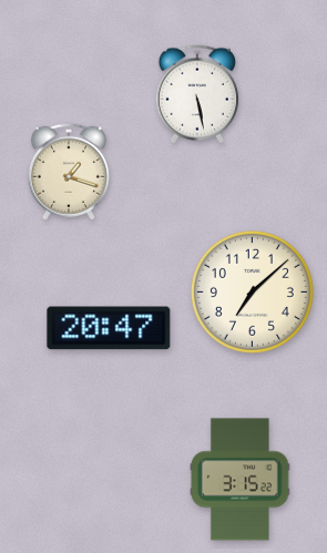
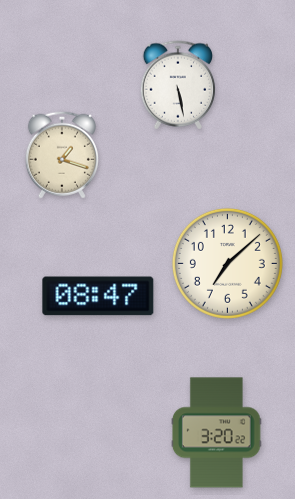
clock at (109, 328): 20:47 -> 08:47
clock at (239, 480): 3:15 -> 3:20
